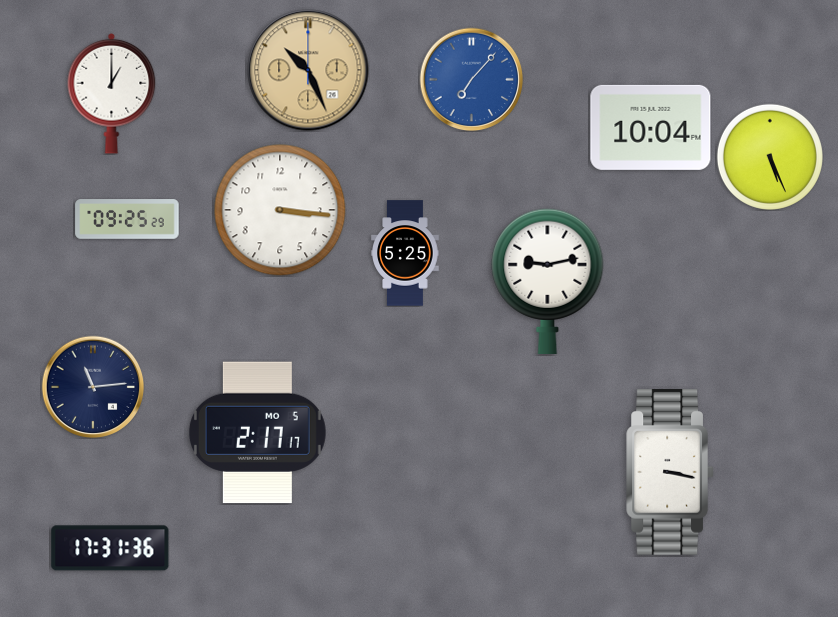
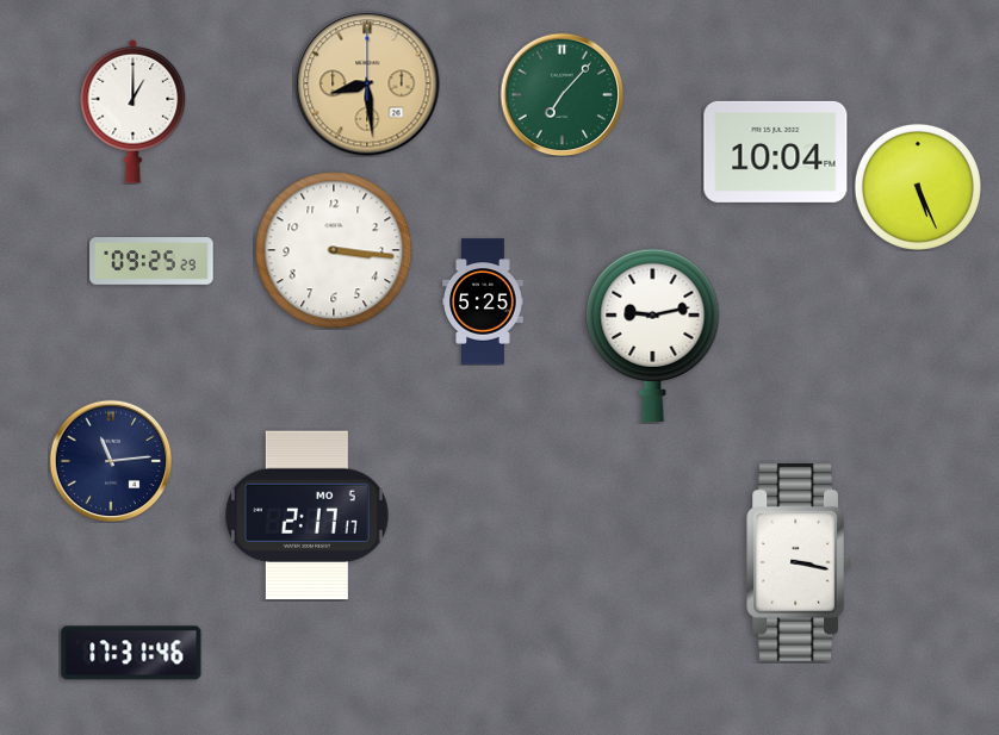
clock at (308, 70): 10:26 -> 8:29
clock at (471, 79) dial: blue -> green
clock at (110, 548): 17:31:36 -> 17:31:46
